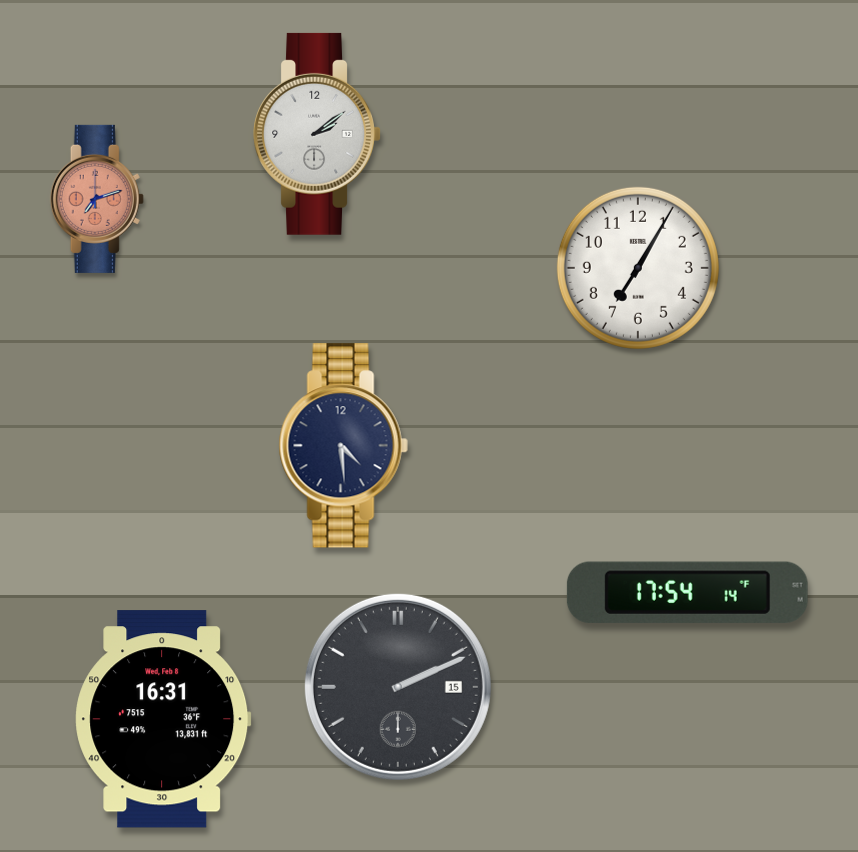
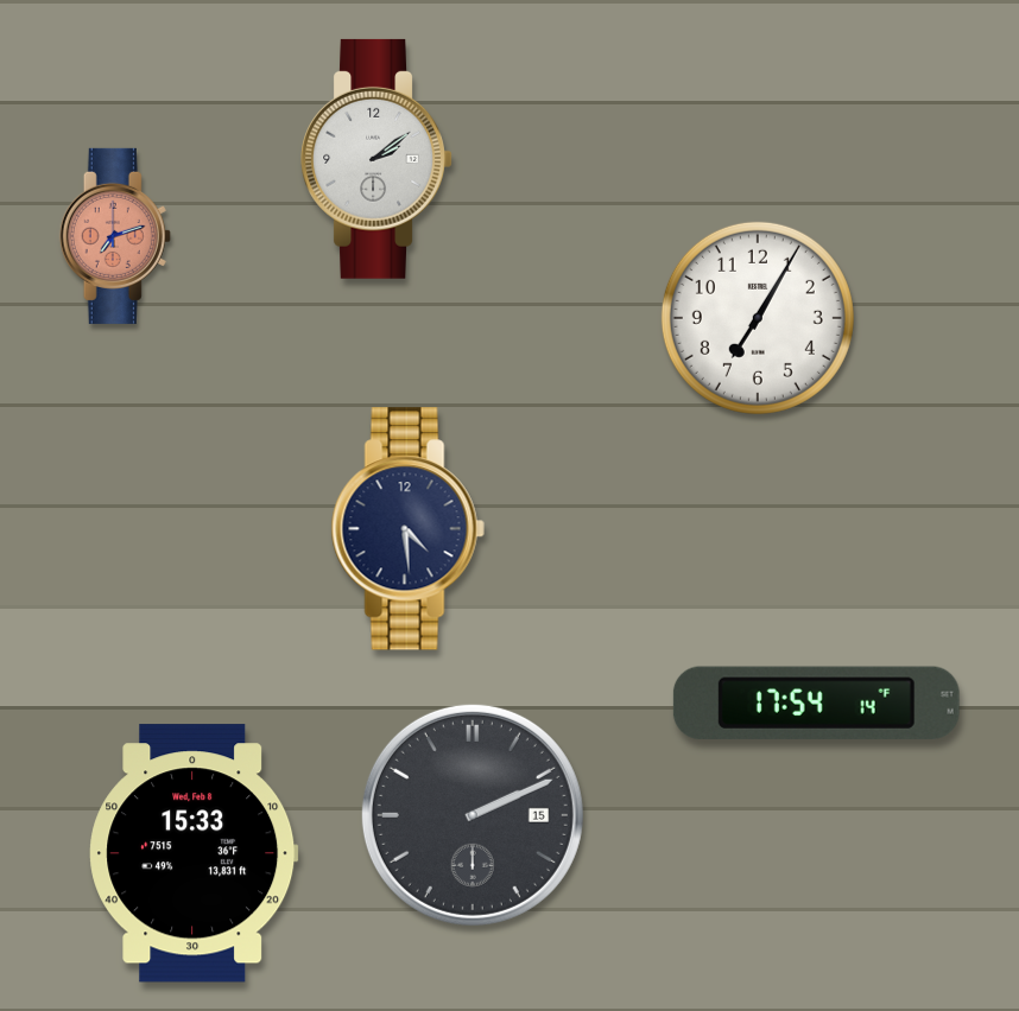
clock at (163, 719): 16:31 -> 15:33
